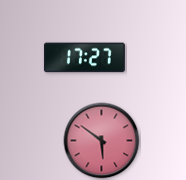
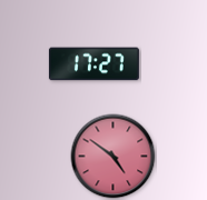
clock at (102, 141): 5:51 -> 4:51
